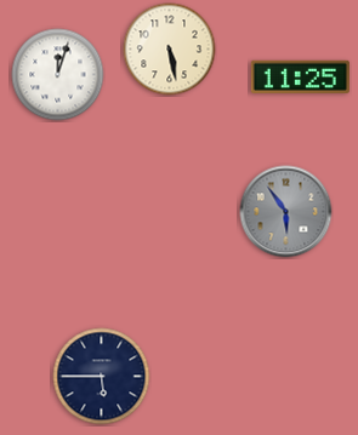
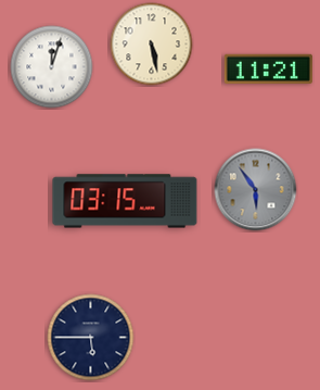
clock at (300, 76): 11:25 -> 11:21
clock at (125, 201): none -> 03:15
